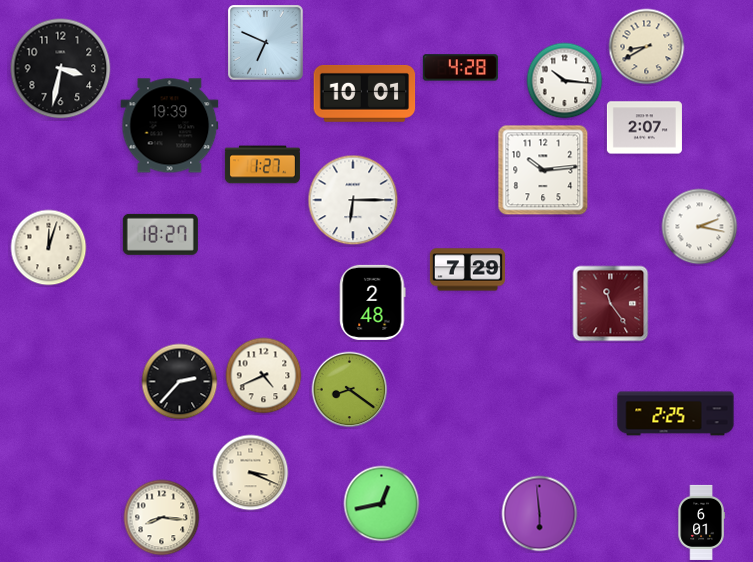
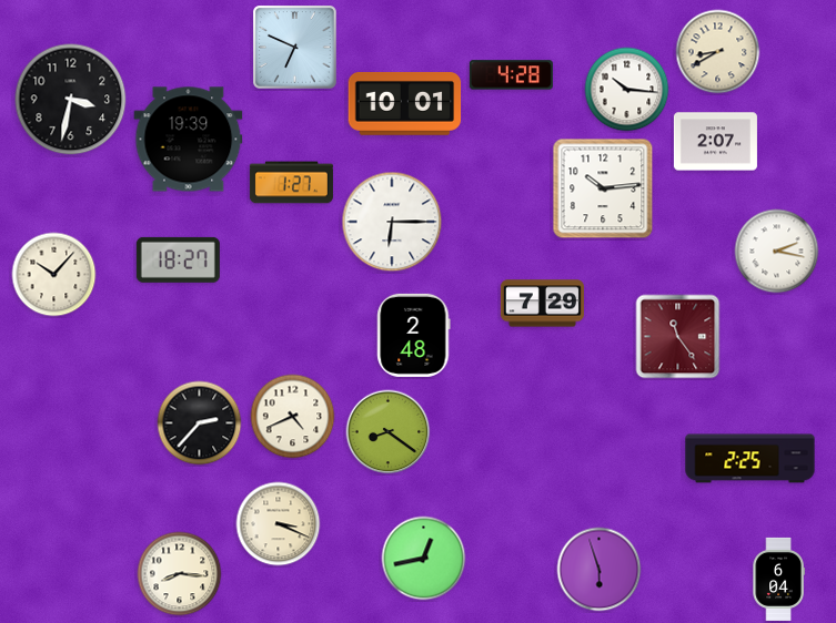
clock at (61, 69) position: (61, 69) -> (71, 100)
clock at (49, 248): 12:03 -> 10:07
clock at (467, 270) position: (467, 270) -> (542, 304)
clock at (540, 514): 5:59 -> 5:57
clock at (701, 522): 6:01 -> 6:04
